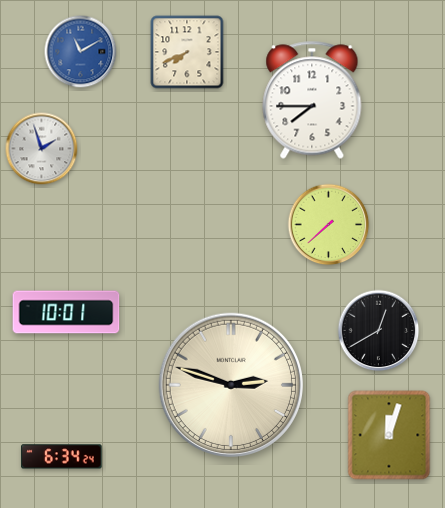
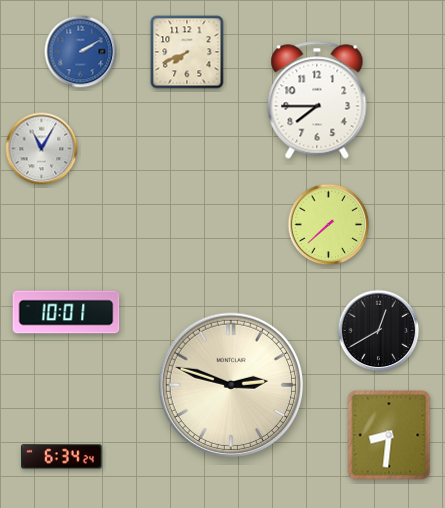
clock at (81, 52): 11:10 -> 2:10
clock at (312, 100) position: (312, 100) -> (317, 100)
clock at (42, 149): 1:57 -> 11:05
clock at (389, 435): 12:03 -> 8:31
